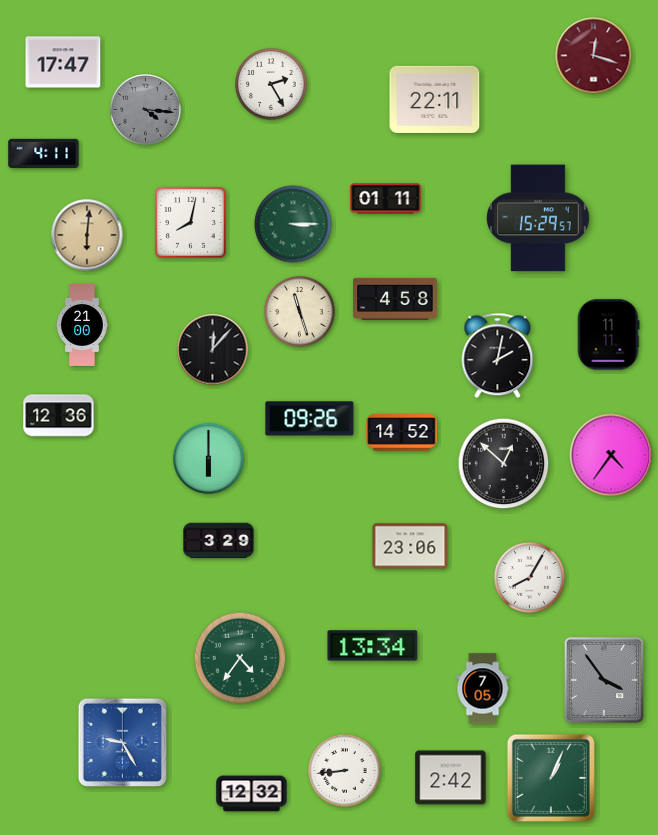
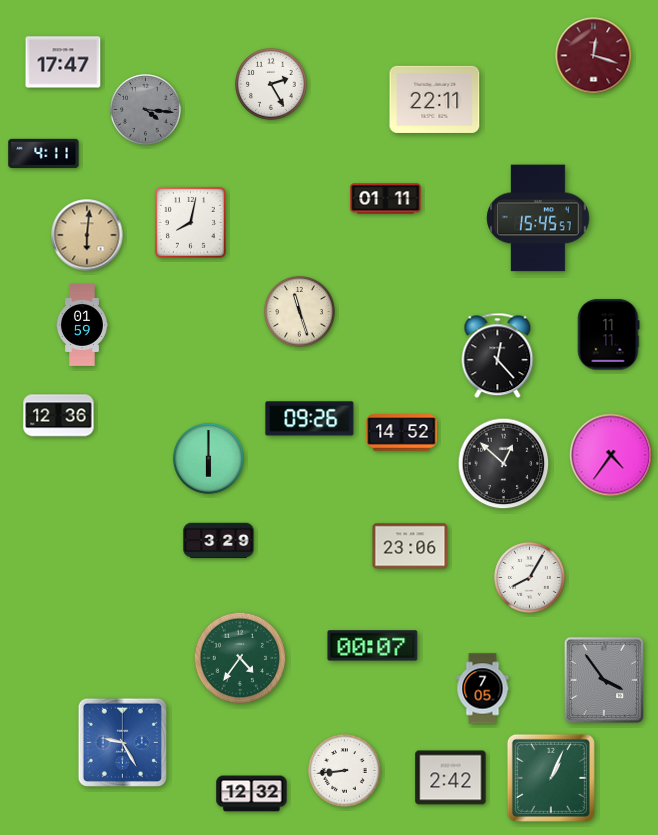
clock at (538, 218): 15:29 -> 15:45
clock at (293, 224): 3:15 -> none
clock at (395, 299): 4:58 -> none
clock at (83, 326): 21:00 -> 01:59
clock at (213, 350): 12:07 -> none
clock at (498, 356): 2:02 -> 12:23
clock at (373, 646): 13:34 -> 00:07
